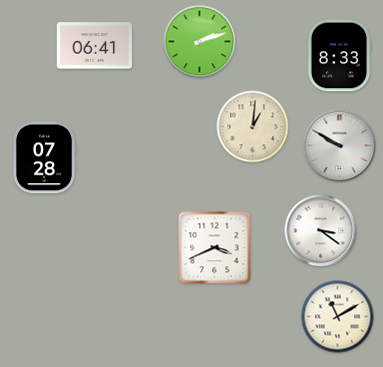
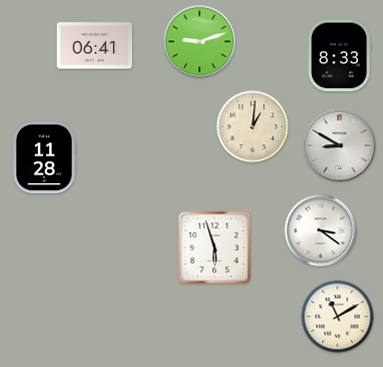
clock at (200, 42): 2:12 -> 9:12
clock at (340, 146): 9:50 -> 8:50
clock at (43, 158): 07:28 -> 11:28
clock at (215, 248): 3:41 -> 5:57
